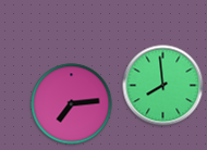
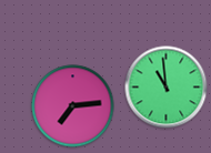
clock at (163, 86): 7:59 -> 10:59
